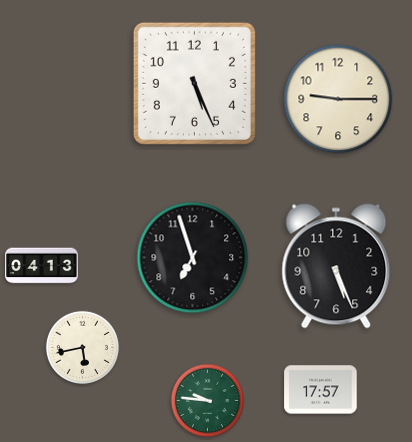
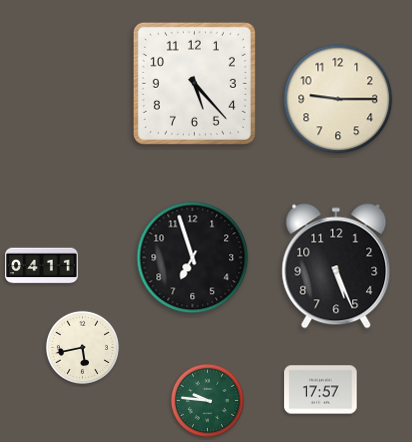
clock at (194, 83): 5:26 -> 5:23
clock at (42, 266): 04:13 -> 04:11
